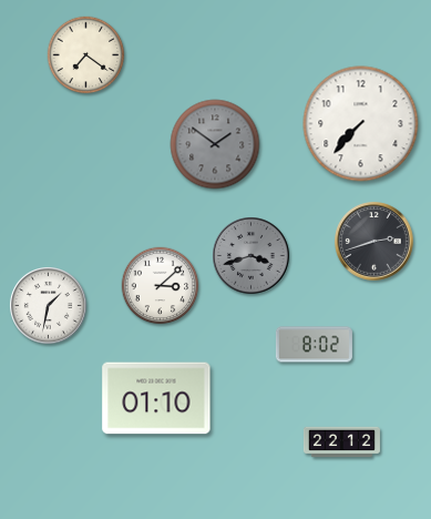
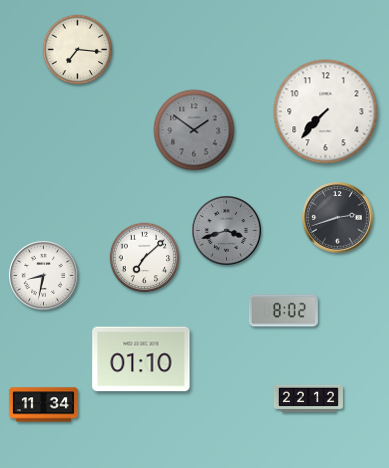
clock at (86, 55): 7:21 -> 7:16
clock at (161, 286): 3:08 -> 7:08
clock at (49, 306): 1:32 -> 8:32
clock at (43, 405): none -> 11:34
